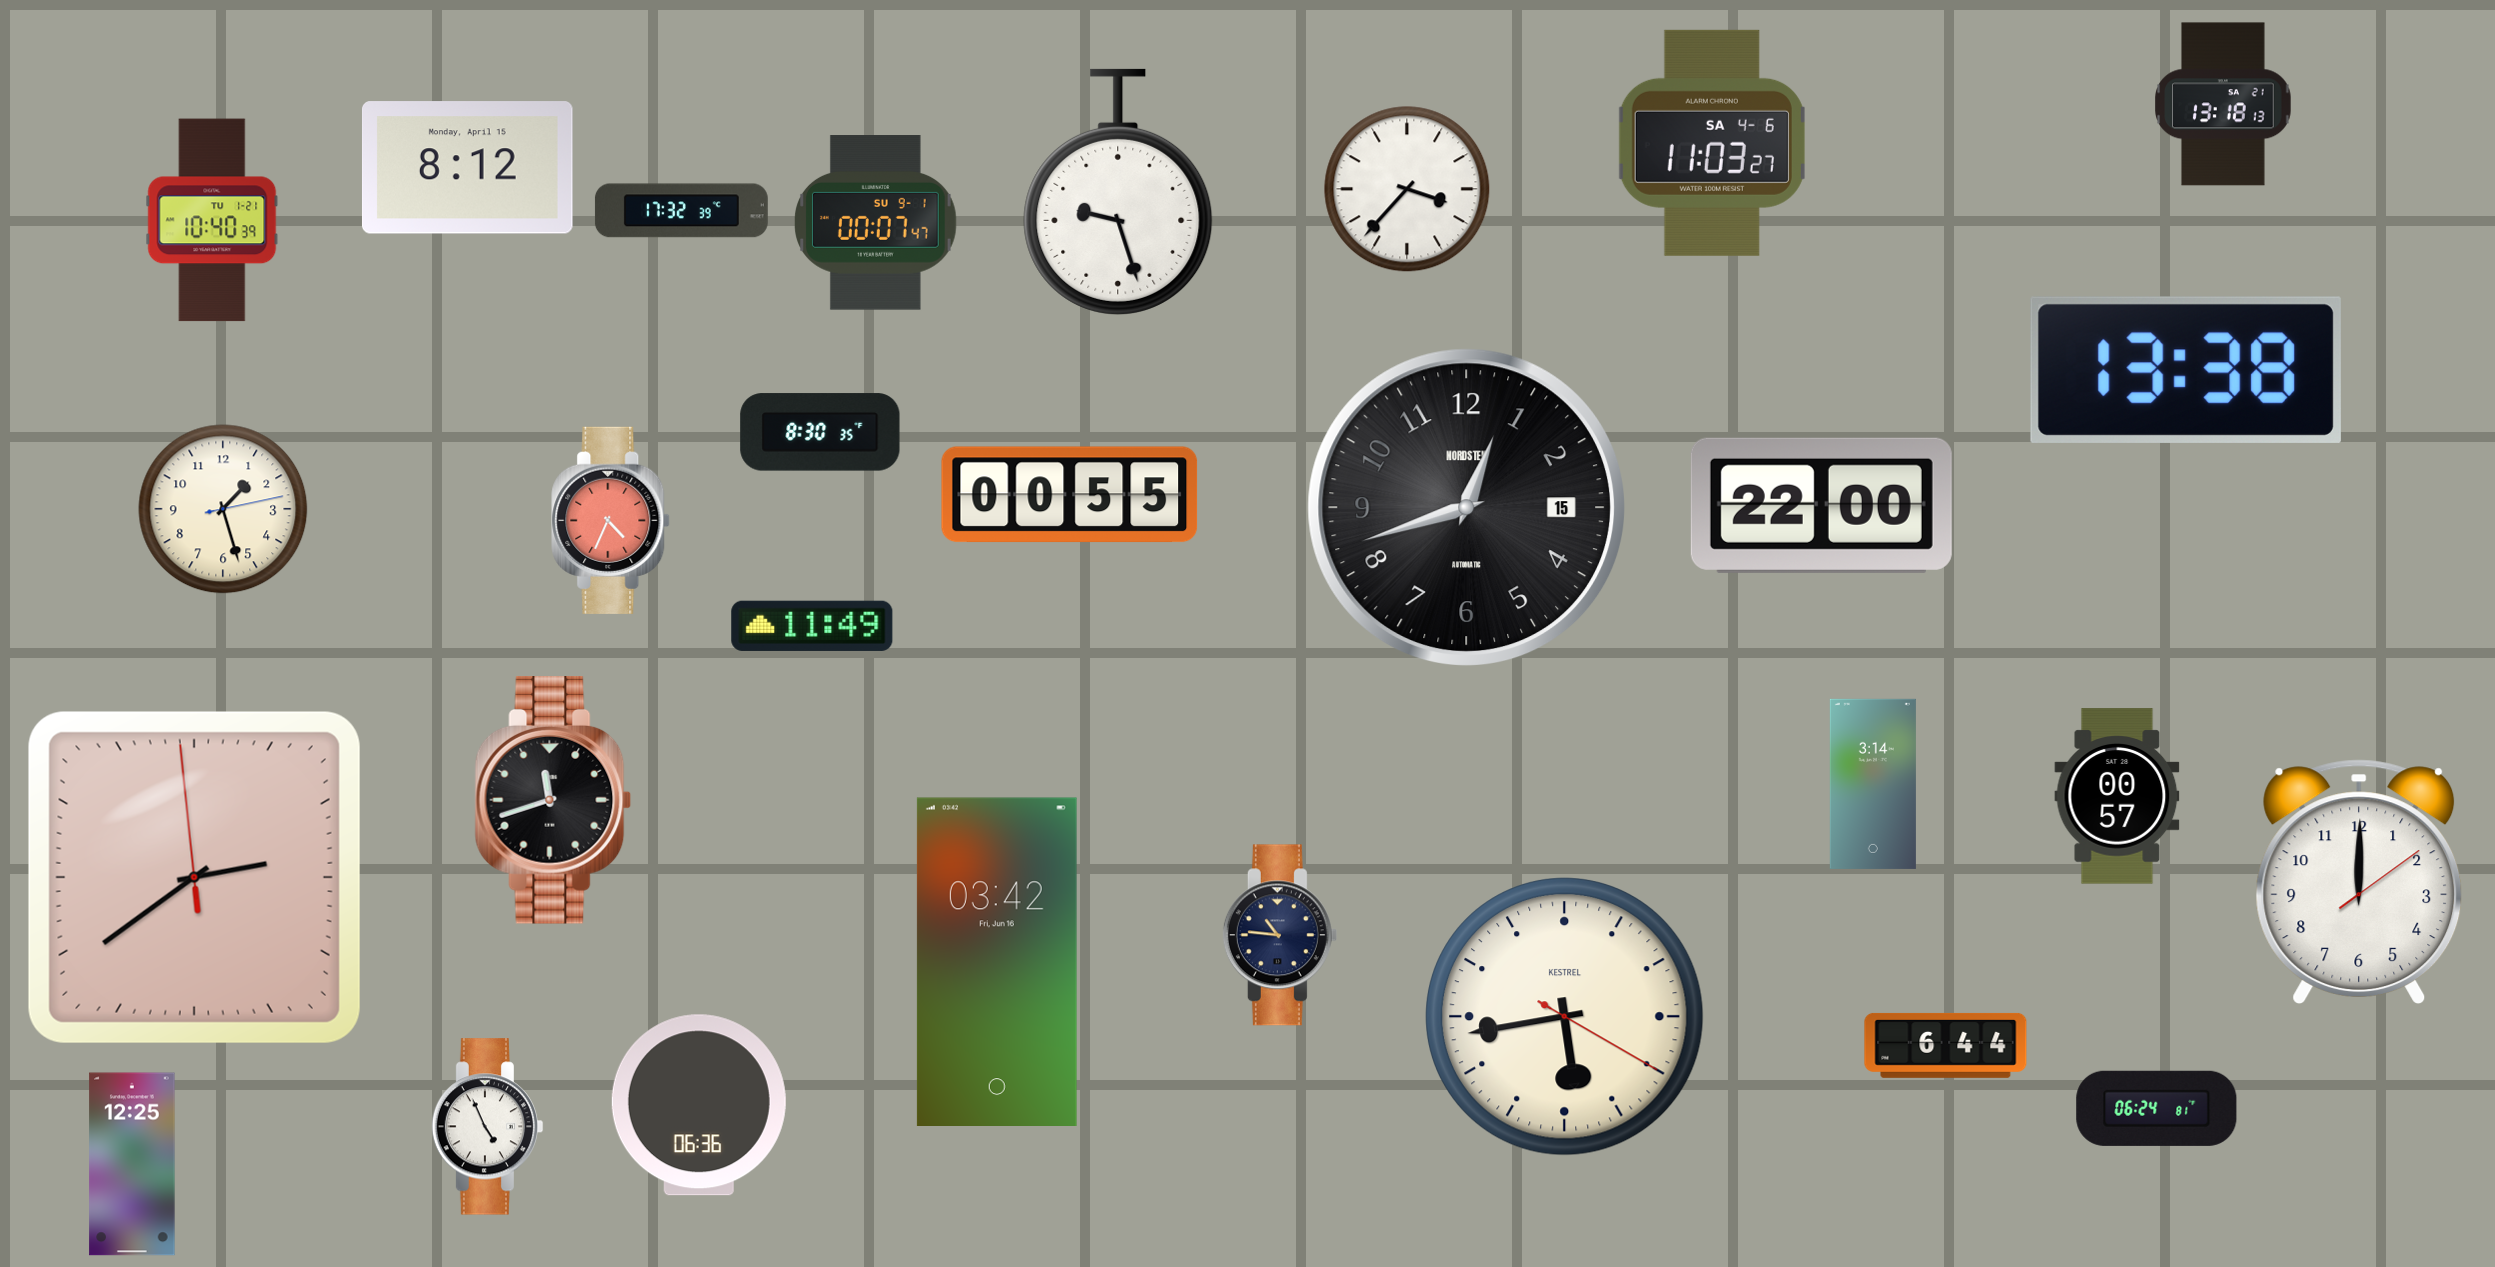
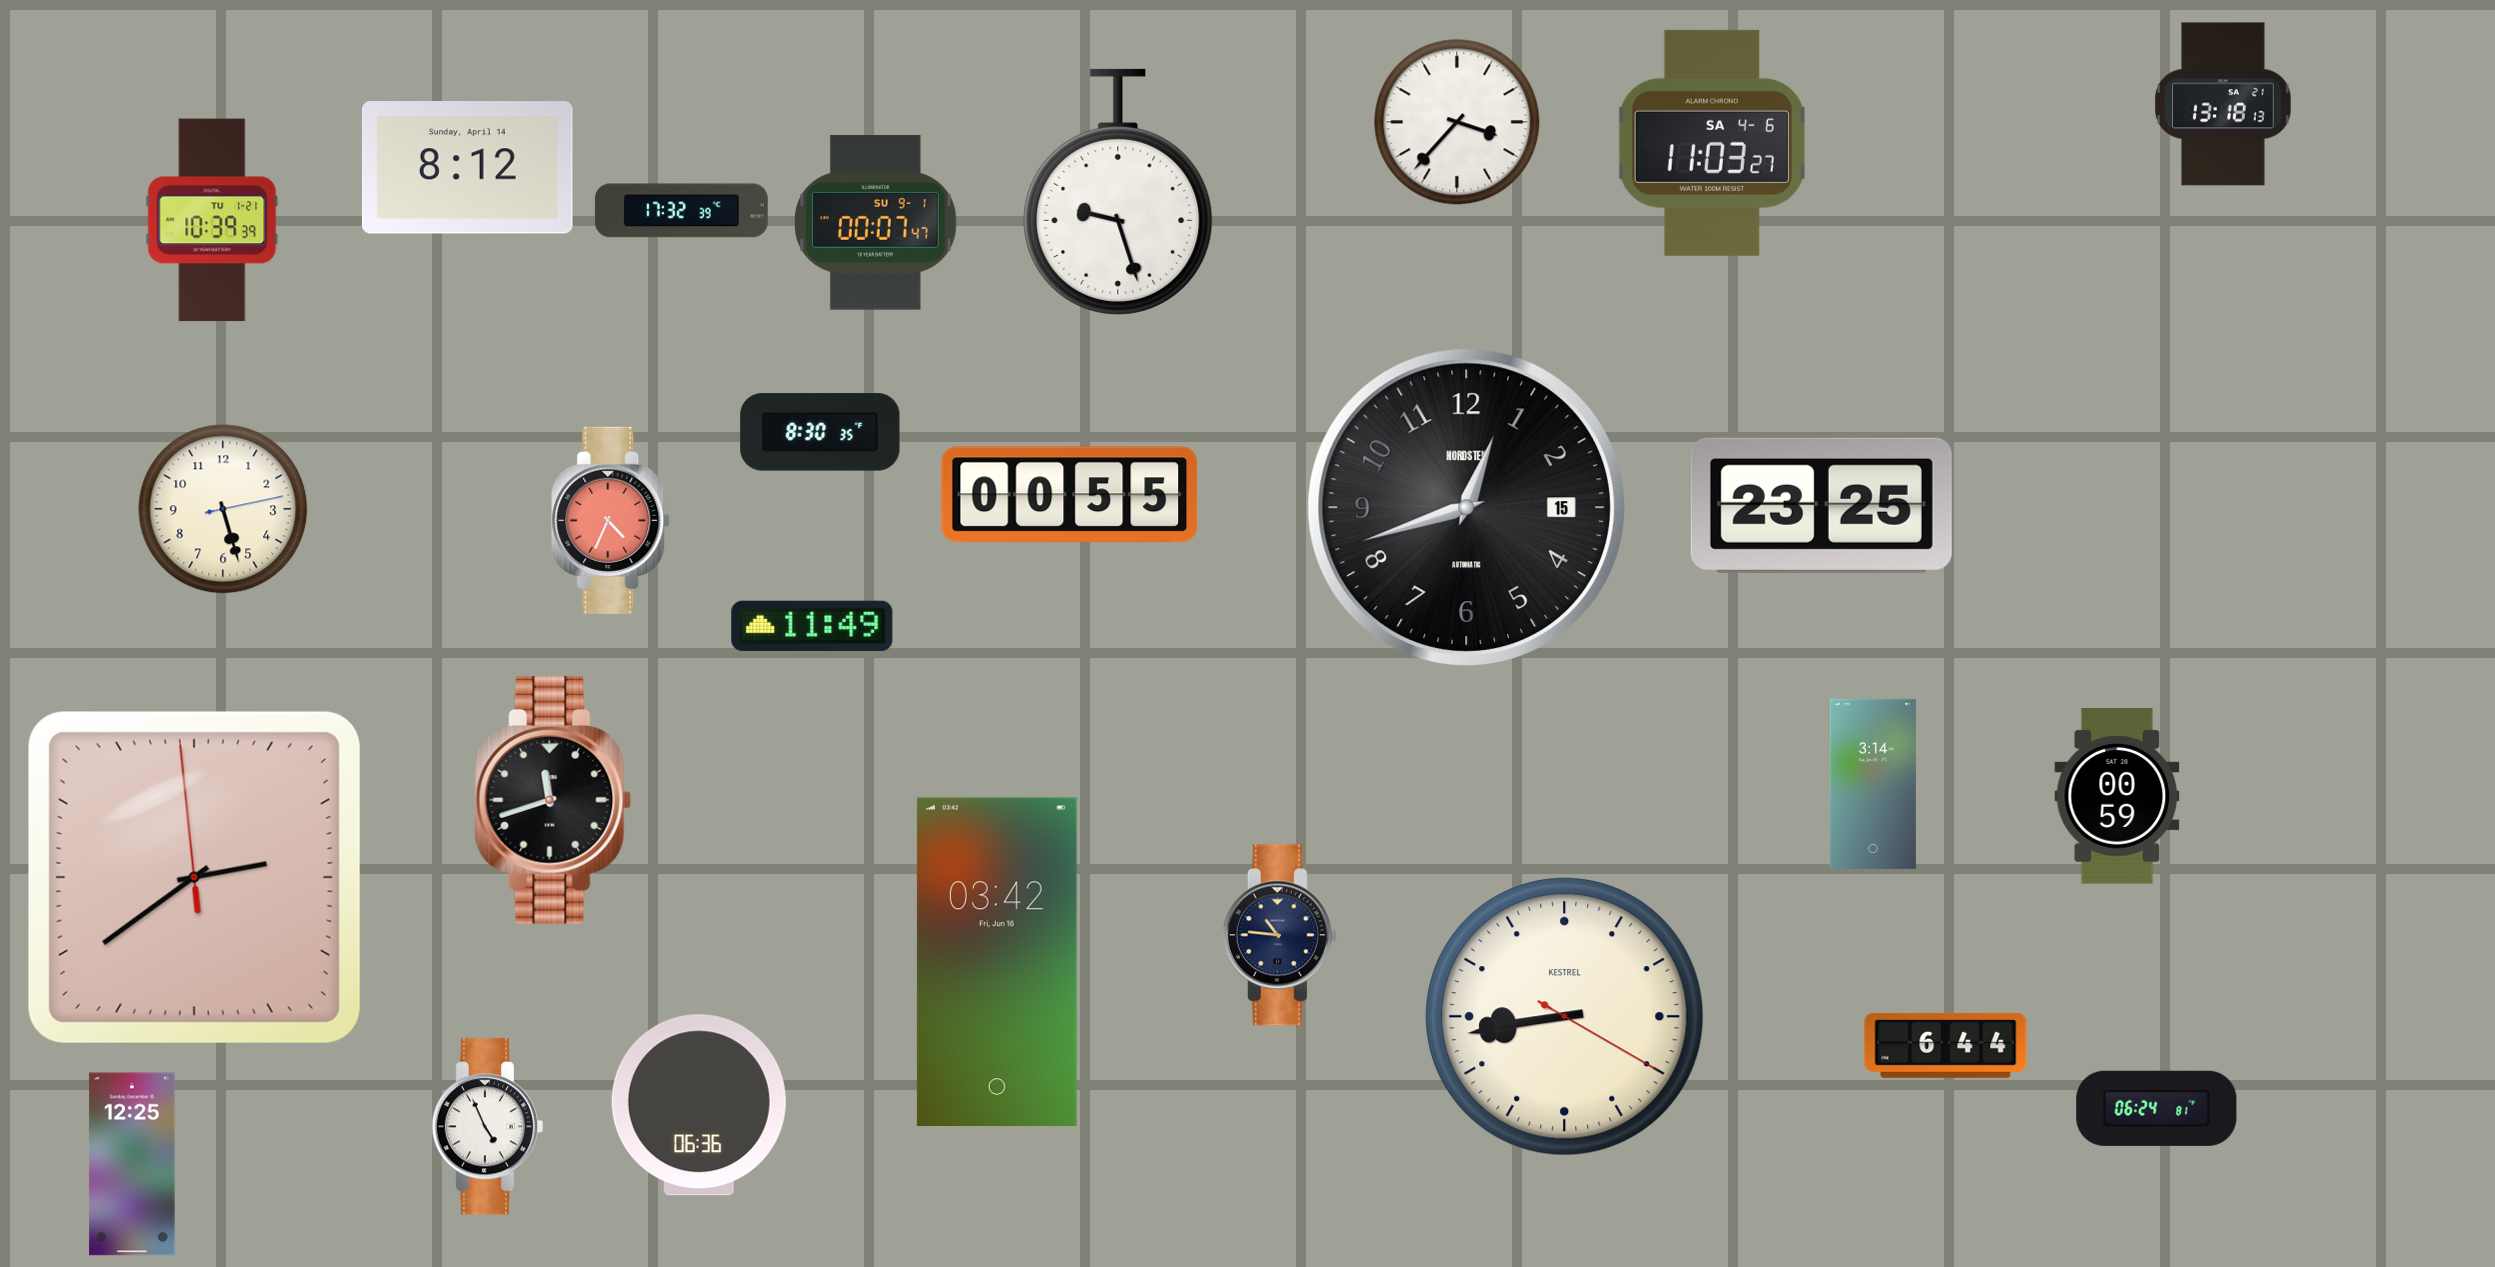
clock at (467, 168) date: Monday, April 15 -> Sunday, April 14
clock at (1407, 189) position: (1407, 189) -> (1457, 122)
clock at (212, 220): 10:40 -> 10:39
clock at (2186, 370): 13:38 -> none
clock at (1821, 505): 22:00 -> 23:25
clock at (223, 509): 1:27 -> 5:27
clock at (2117, 796): 00:57 -> 00:59
clock at (2359, 881): 12:00 -> none
clock at (1565, 1017): 5:43 -> 8:43
